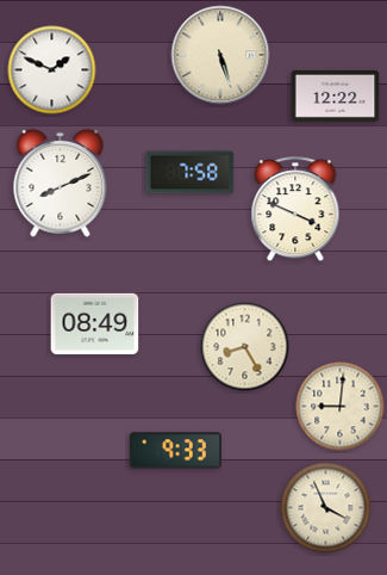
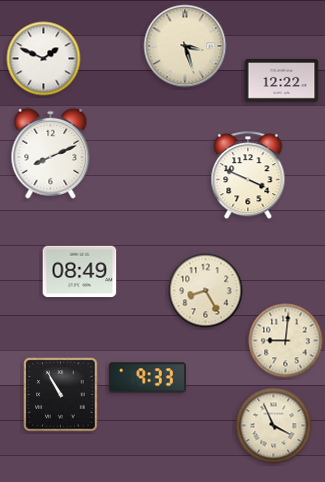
clock at (220, 55): 5:27 -> 3:27
clock at (191, 173): 7:58 -> none
clock at (61, 395): none -> 10:55
